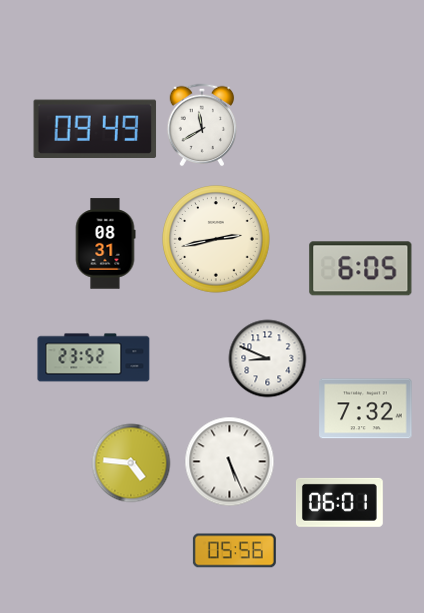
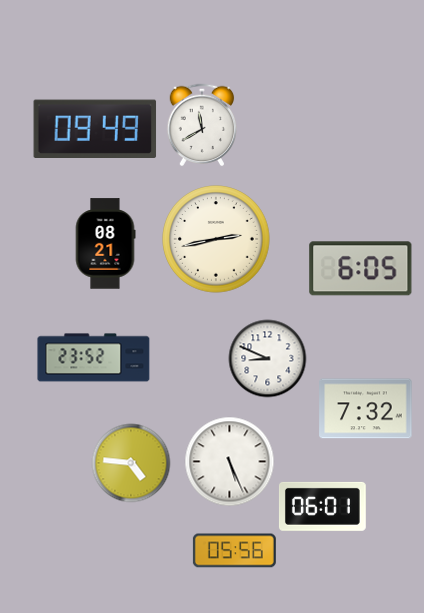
clock at (105, 244): 08:31 -> 08:21
clock at (339, 502) position: (339, 502) -> (322, 506)
